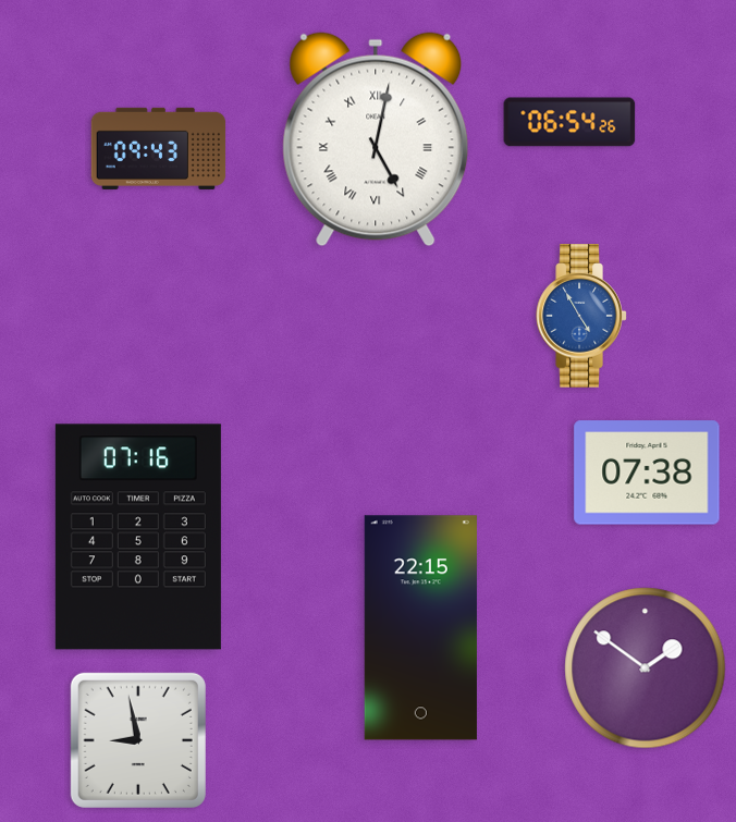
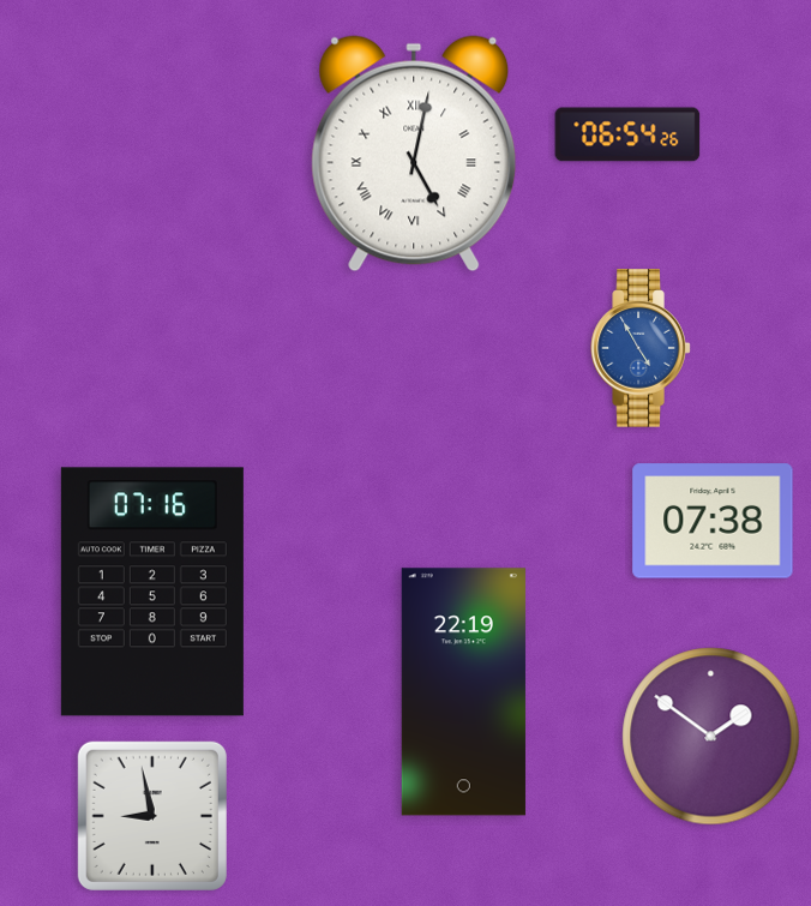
clock at (159, 148): 09:43 -> none
clock at (420, 628): 22:15 -> 22:19
